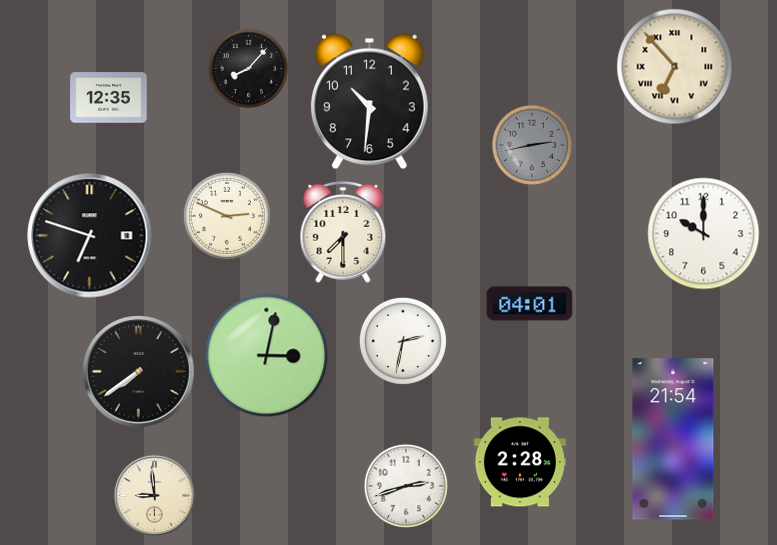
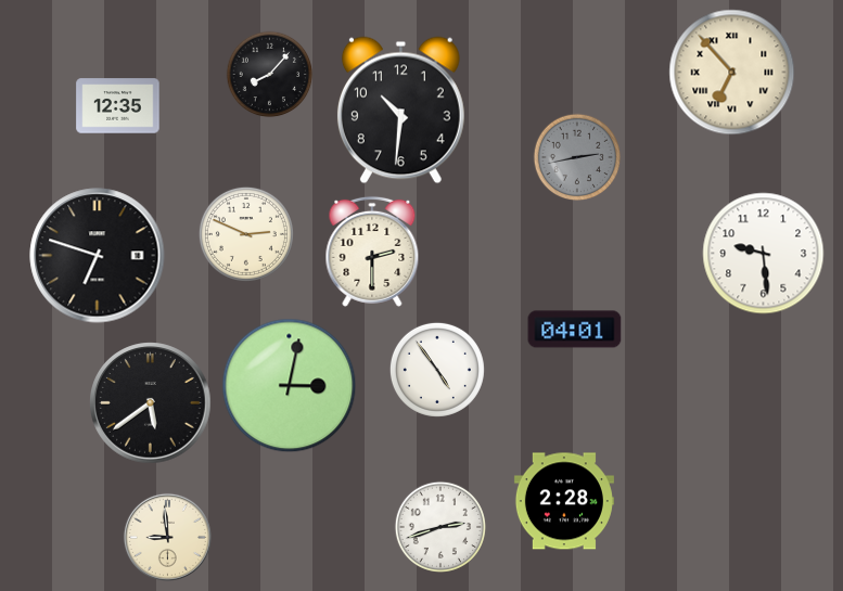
clock at (343, 232): 7:30 -> 2:30
clock at (704, 234): 10:00 -> 9:29
clock at (403, 341): 2:32 -> 4:54
clock at (139, 372): 7:39 -> 5:39
clock at (673, 439): 21:54 -> none
